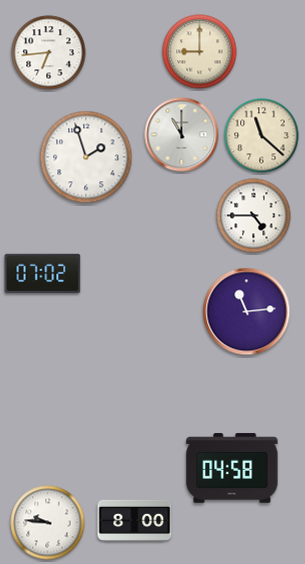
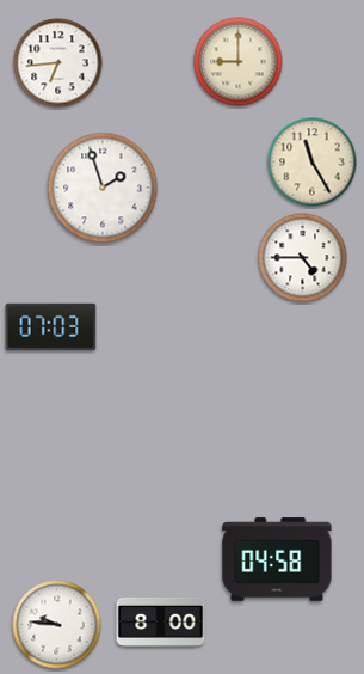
clock at (182, 135): 11:00 -> none
clock at (262, 136): 11:22 -> 11:25
clock at (43, 274): 07:02 -> 07:03
clock at (247, 312): 11:14 -> none
